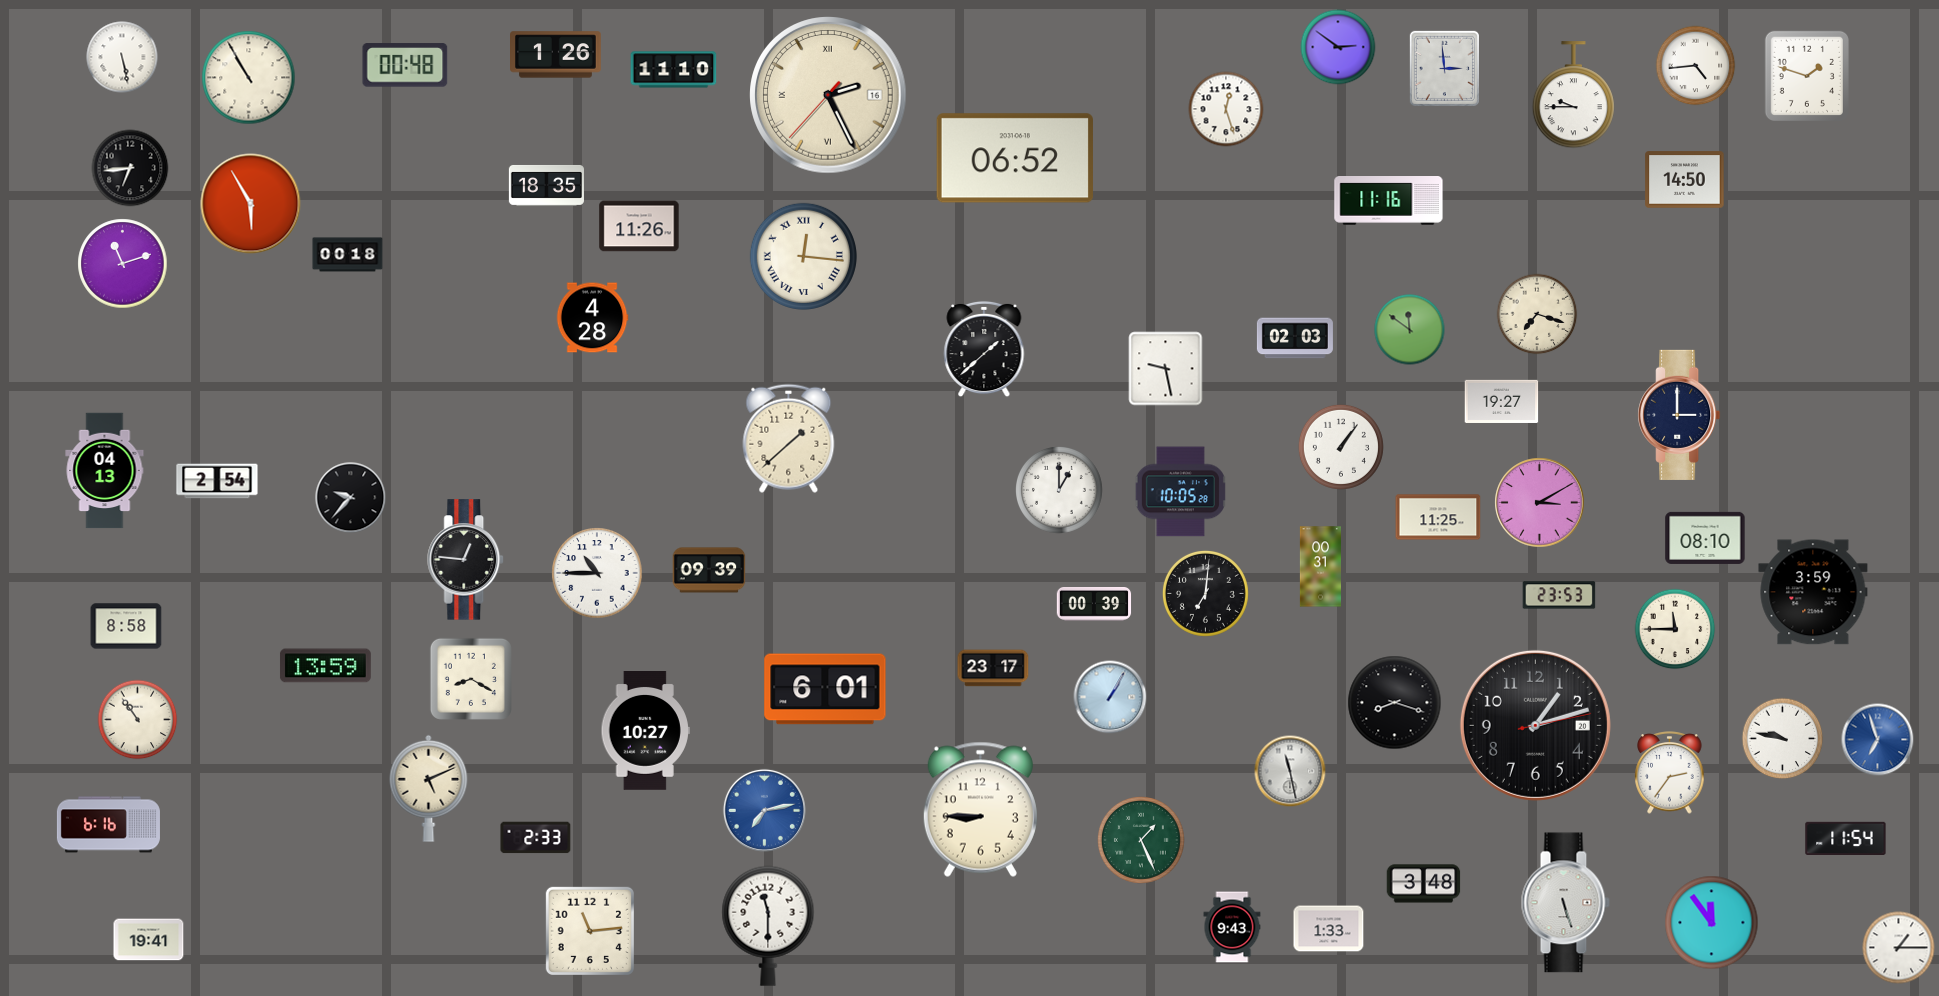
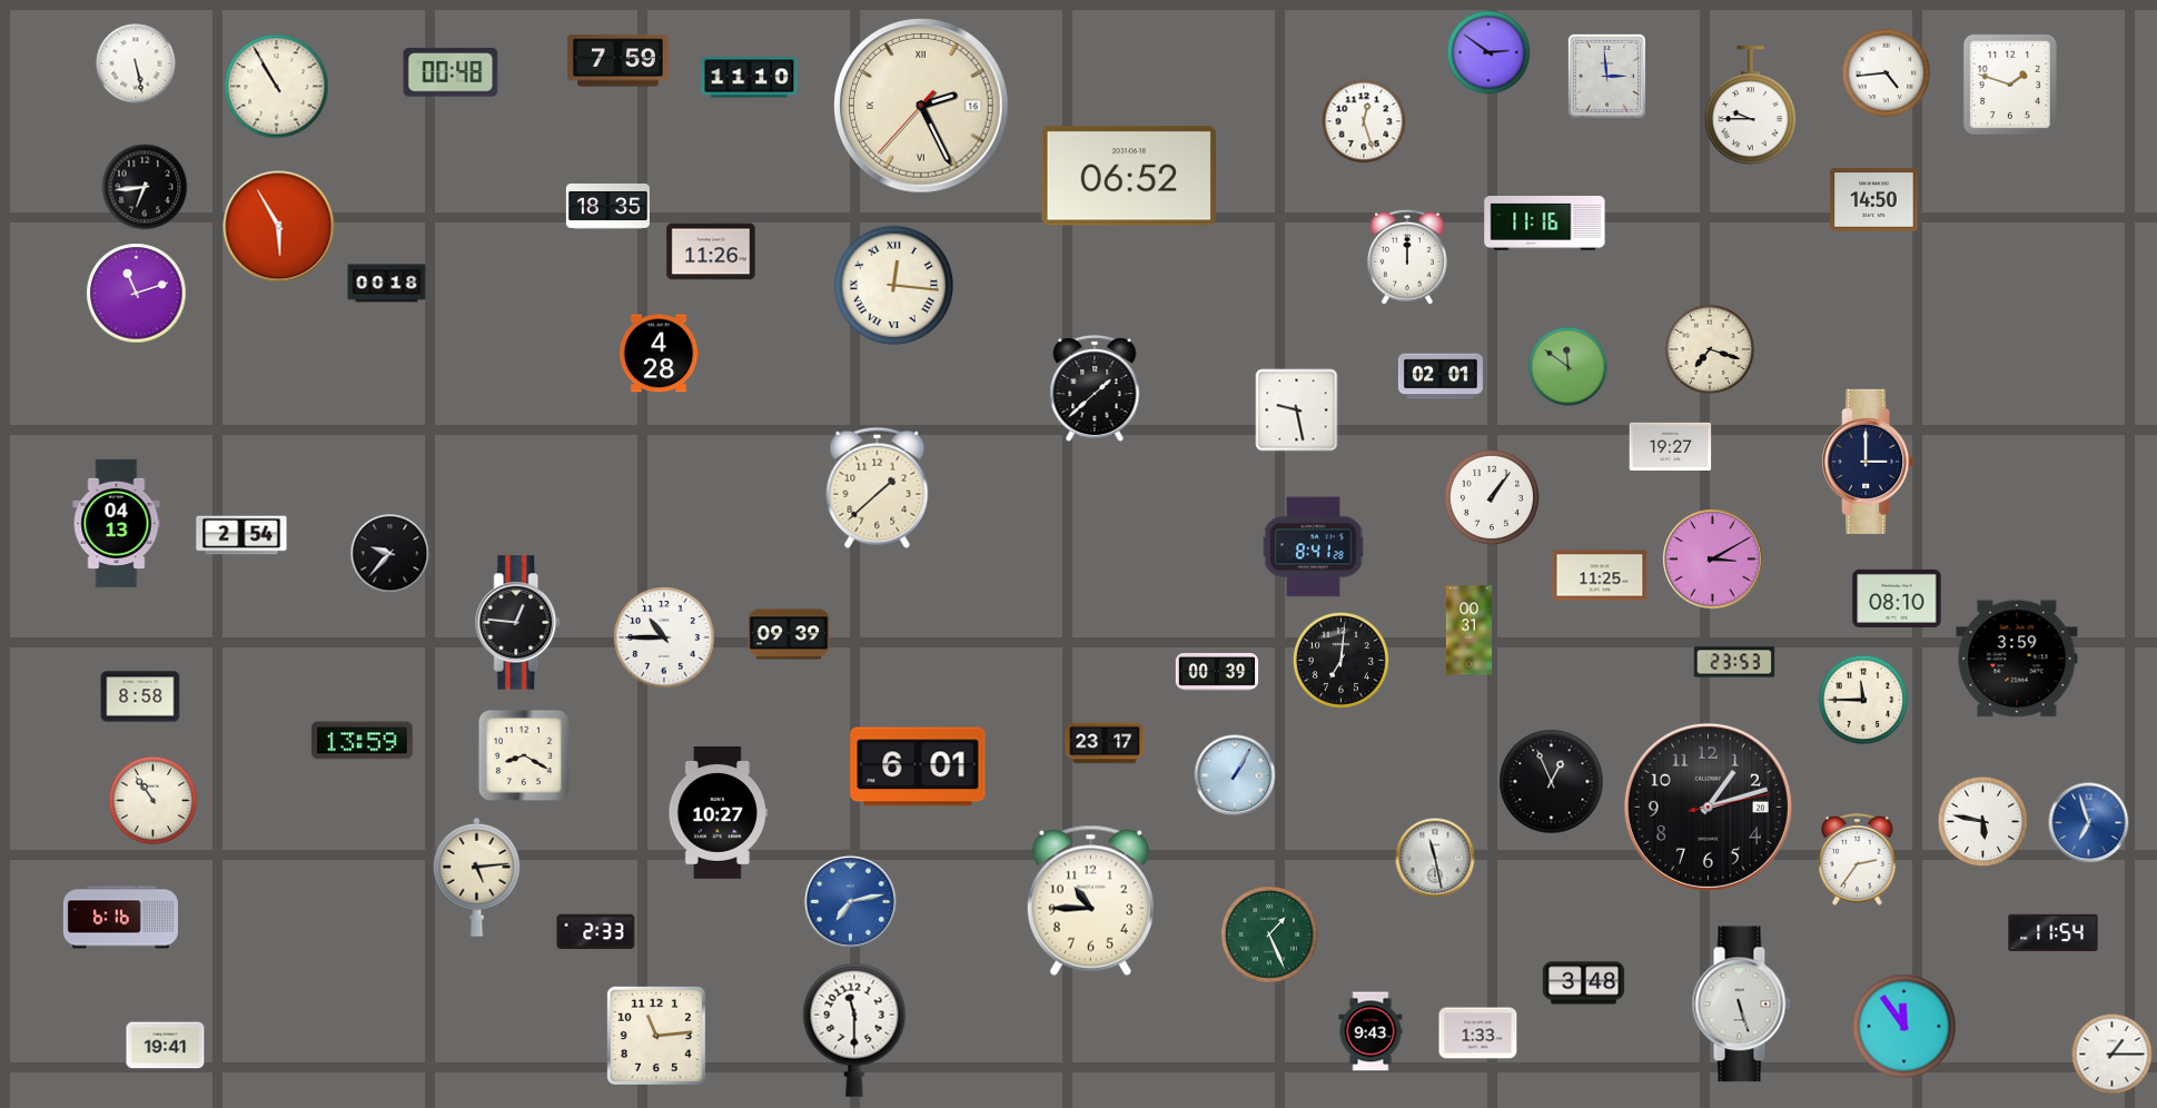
clock at (556, 55): 1:26 -> 7:59
clock at (1407, 257): none -> 12:00
clock at (1295, 338): 02:03 -> 02:01
clock at (1060, 491): 1:00 -> none
clock at (1180, 492): 10:05 -> 8:41
clock at (1395, 703): 8:18 -> 12:56
clock at (1783, 739): 9:47 -> 5:47
clock at (429, 788): 5:11 -> 5:14
clock at (980, 809): 8:45 -> 10:45
